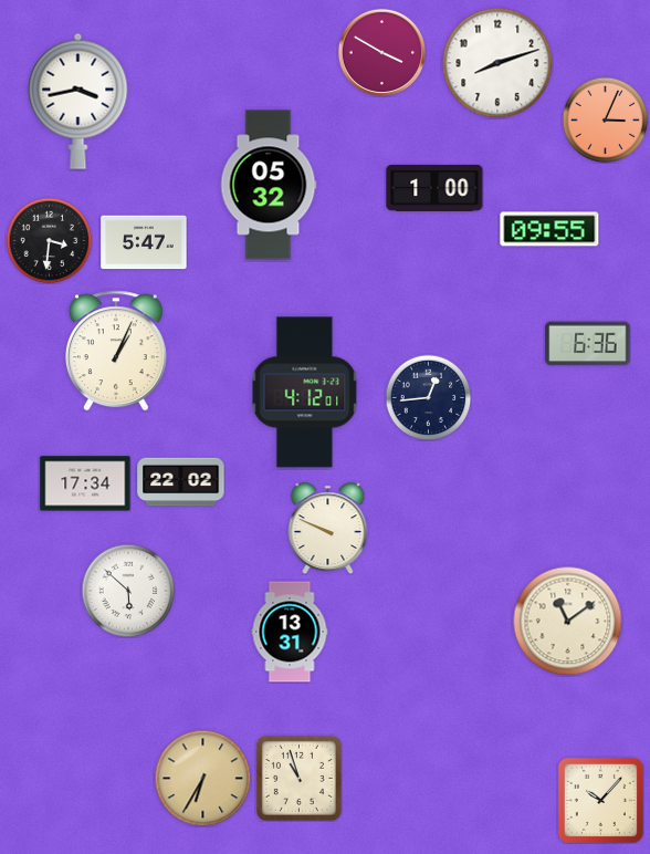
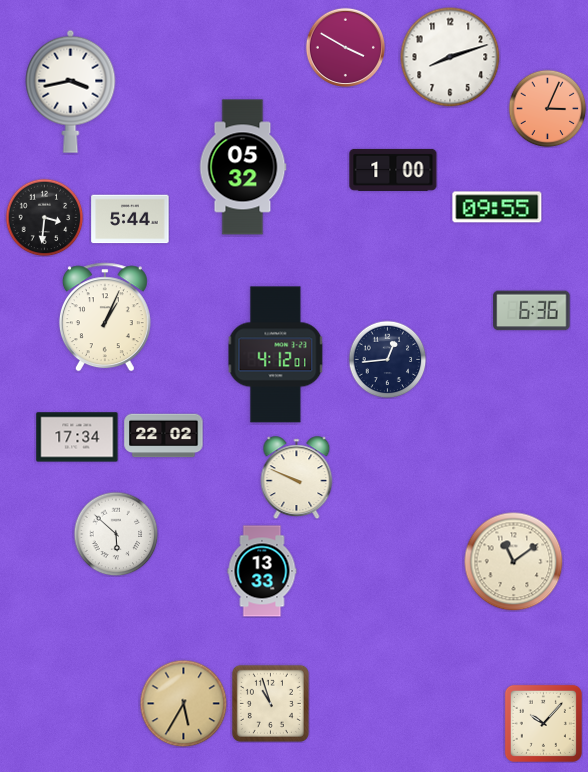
clock at (144, 242): 5:47 -> 5:44
clock at (290, 632): 13:31 -> 13:33
clock at (202, 778): 6:35 -> 5:35
